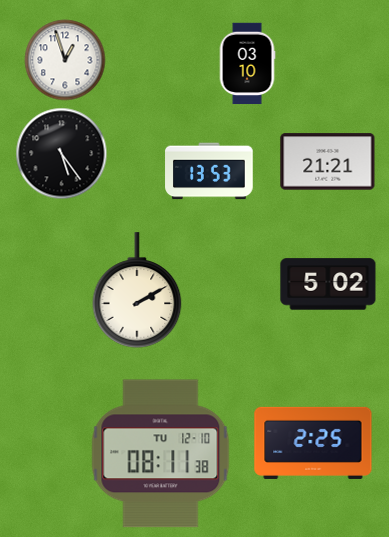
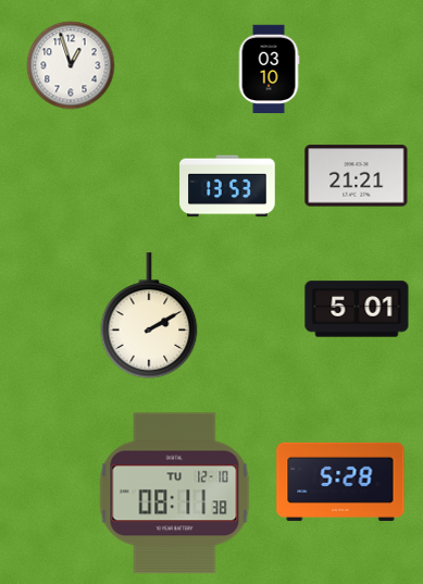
clock at (62, 154): 5:24 -> none
clock at (328, 284): 5:02 -> 5:01
clock at (313, 443): 2:25 -> 5:28
